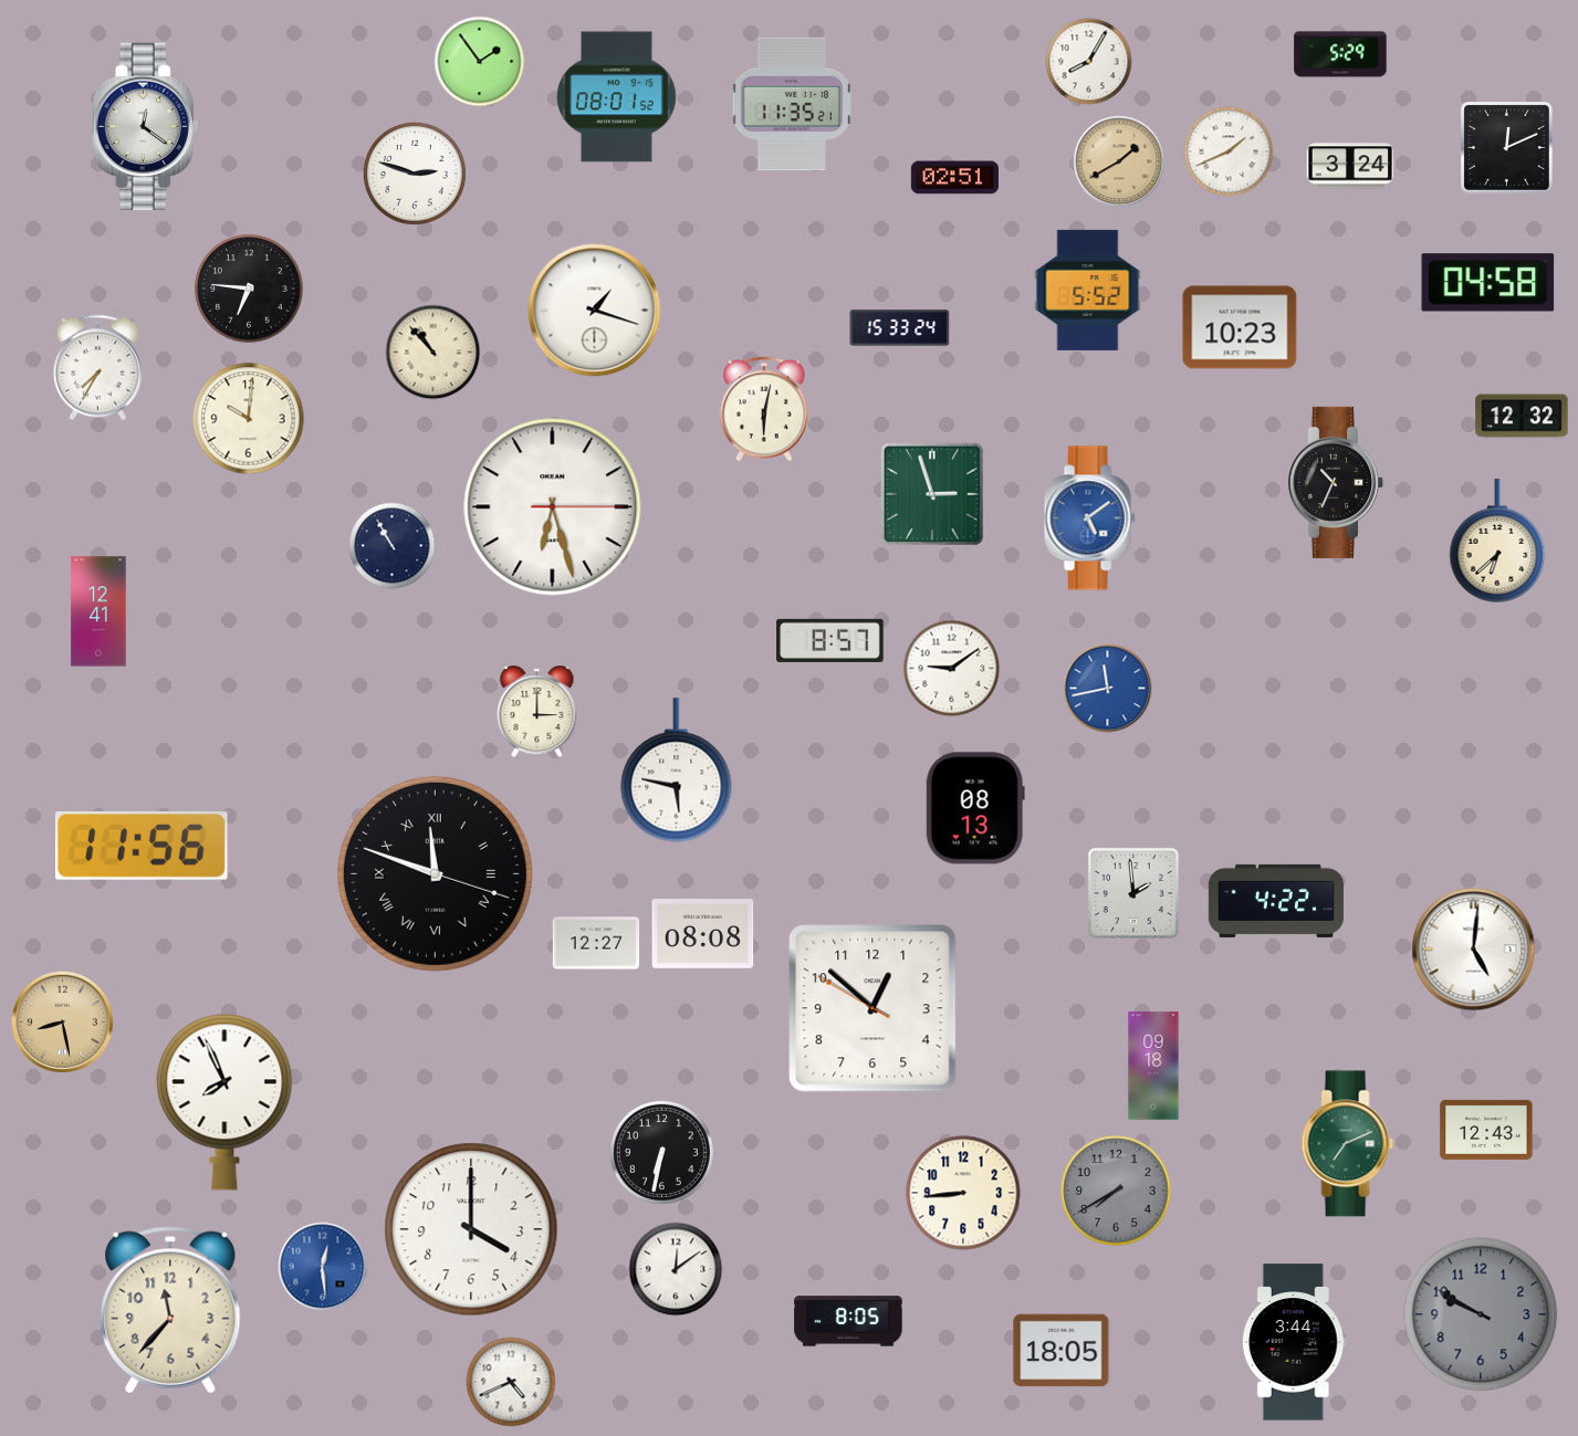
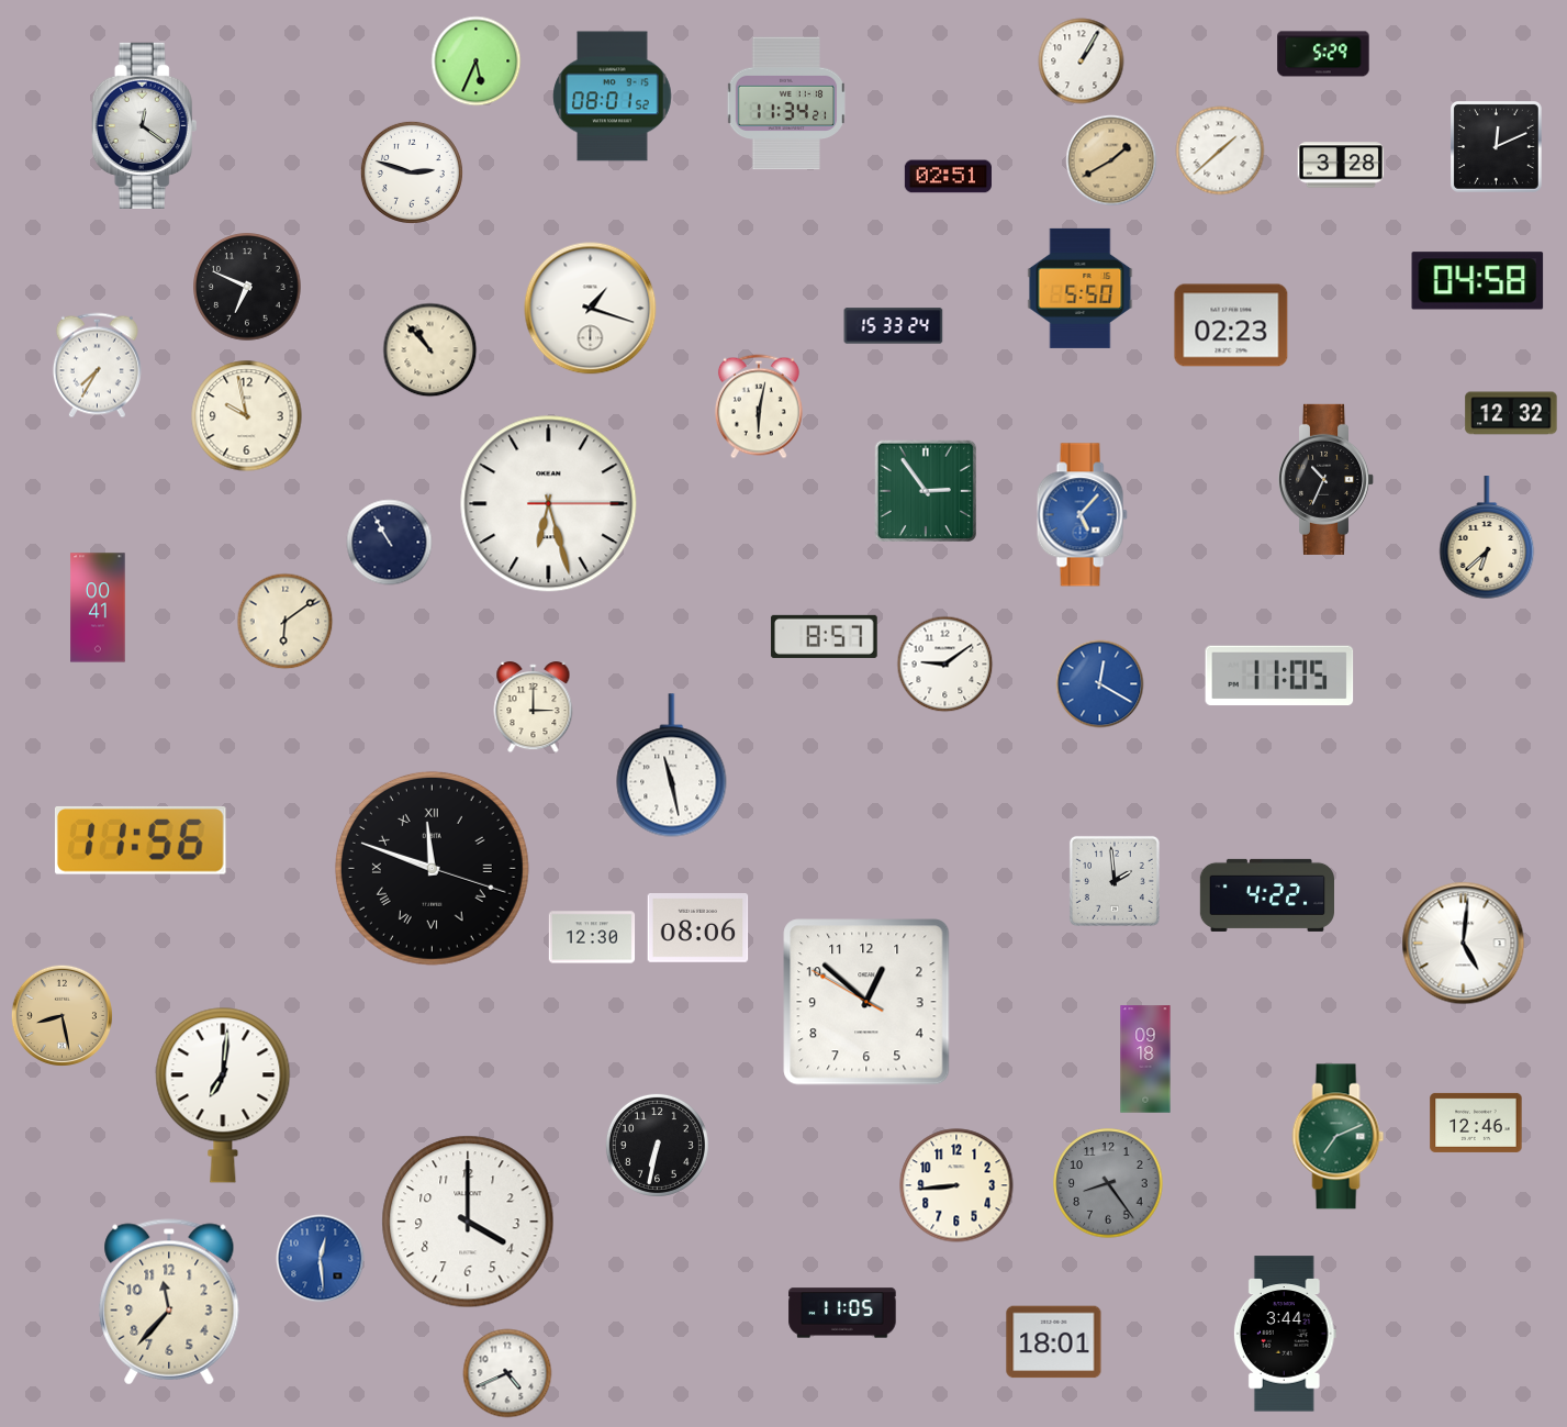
clock at (1340, 54) position: (1340, 54) -> (1323, 54)
clock at (480, 62): 1:54 -> 5:34
clock at (1089, 62): 8:05 -> 1:05
clock at (791, 104): 11:35 -> 11:34
clock at (1229, 151): 1:41 -> 1:38
clock at (1350, 166): 3:24 -> 3:28
clock at (249, 289): 6:46 -> 6:49
clock at (1088, 290): 5:52 -> 5:50
clock at (1240, 327): 10:23 -> 02:23
clock at (249, 419): 10:01 -> 9:58
clock at (931, 493): 2:57 -> 2:54
clock at (1089, 518): 5:09 -> 5:07
clock at (98, 611): 12:41 -> 00:41
clock at (286, 622): none -> 6:09
clock at (1279, 676): none -> 11:05
clock at (1108, 689): 11:43 -> 12:20
clock at (677, 771): 5:47 -> 11:28
clock at (975, 808): 08:13 -> none
clock at (1133, 893) position: (1133, 893) -> (1115, 881)
clock at (703, 934): 08:08 -> 08:06
clock at (596, 943): 12:27 -> 12:30
clock at (224, 1102): 7:56 -> 7:01
clock at (1486, 1130): 12:43 -> 12:46
clock at (1116, 1191): 7:40 -> 8:24
clock at (676, 1269): 12:09 -> none
clock at (1481, 1314): 9:50 -> none
clock at (848, 1321): 8:05 -> 11:05
clock at (1062, 1351): 18:05 -> 18:01
